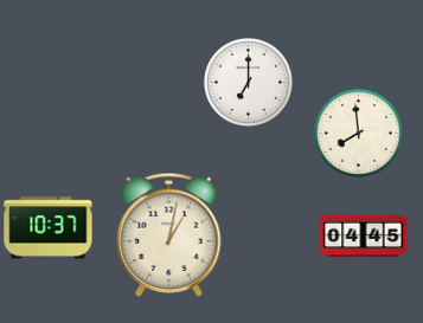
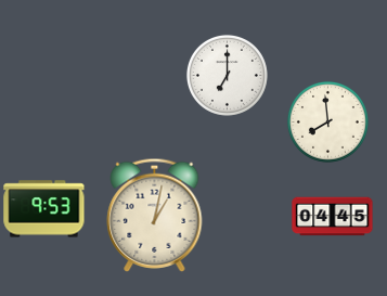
clock at (49, 228): 10:37 -> 9:53
